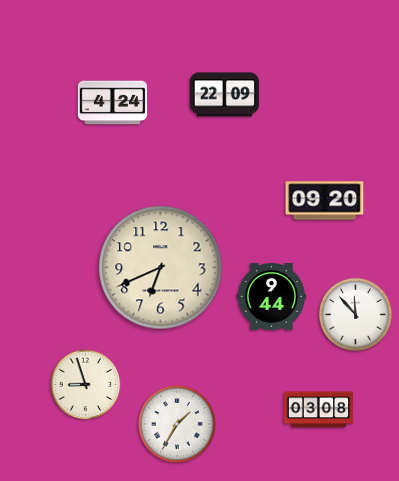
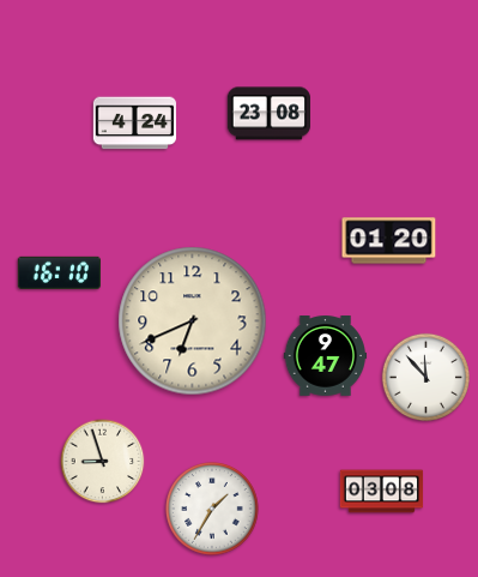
clock at (224, 95): 22:09 -> 23:08
clock at (325, 201): 09:20 -> 01:20
clock at (59, 272): none -> 16:10
clock at (272, 297): 9:44 -> 9:47
